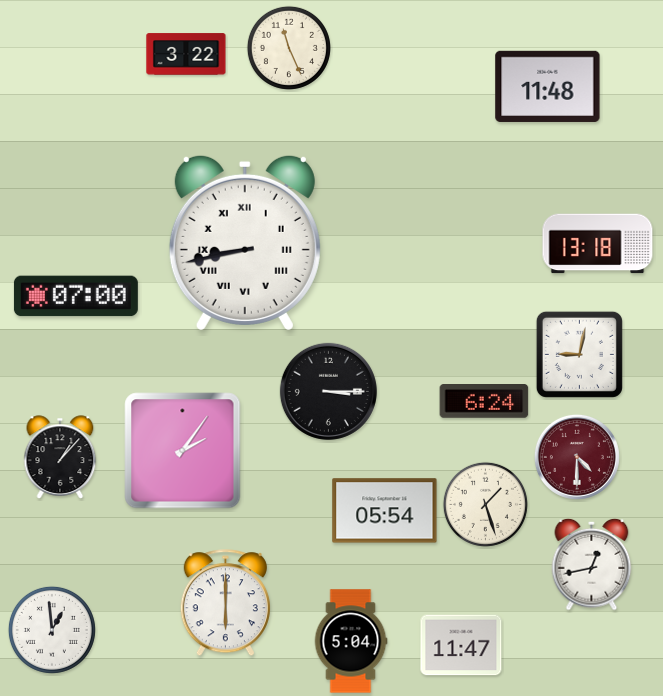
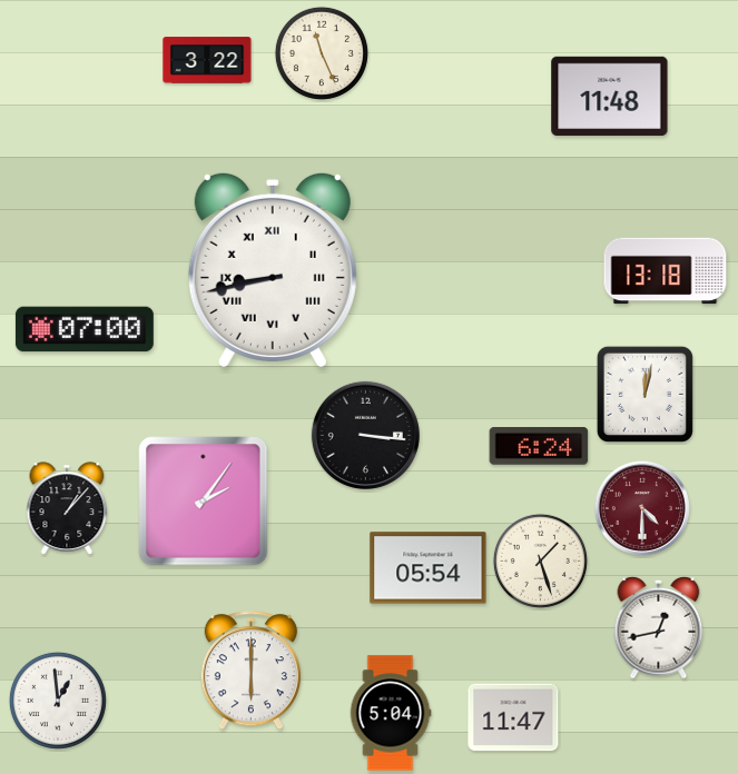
clock at (579, 354): 9:02 -> 12:02
clock at (328, 391): 3:15 -> 3:16
